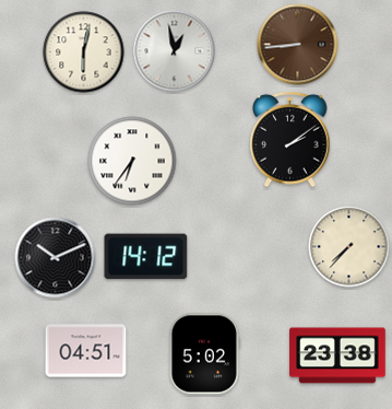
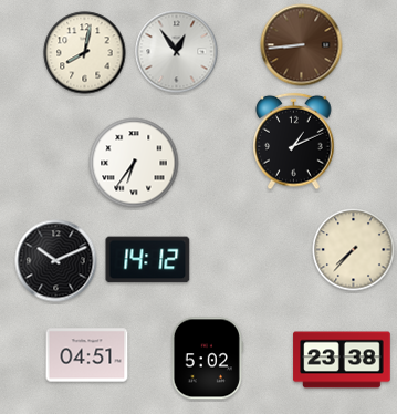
clock at (175, 51): 12:58 -> 12:54
clock at (84, 52): 6:02 -> 8:02
clock at (290, 140): 2:09 -> 1:11
